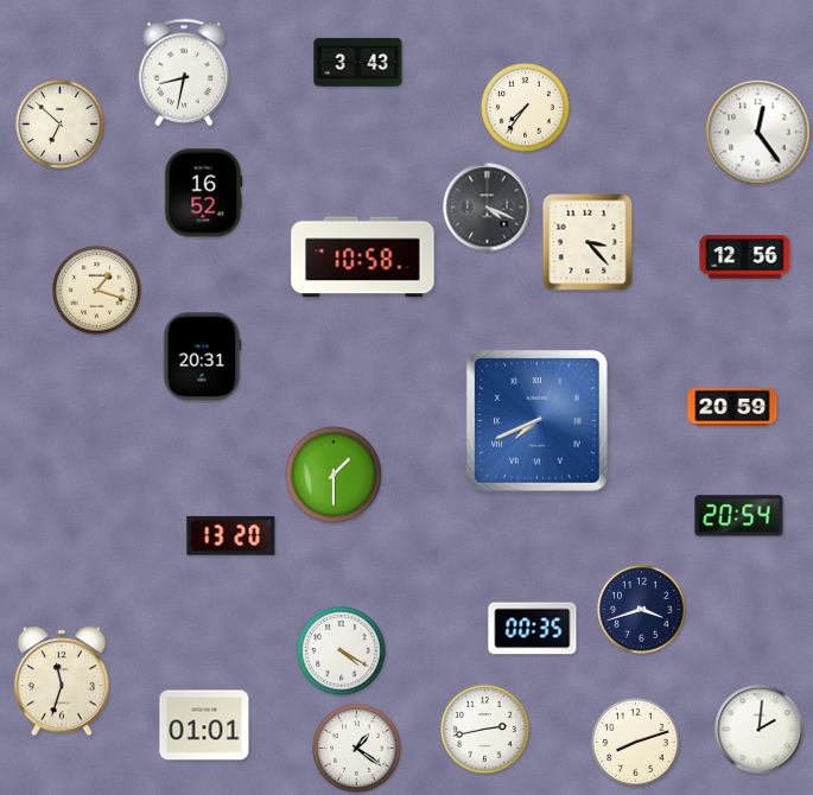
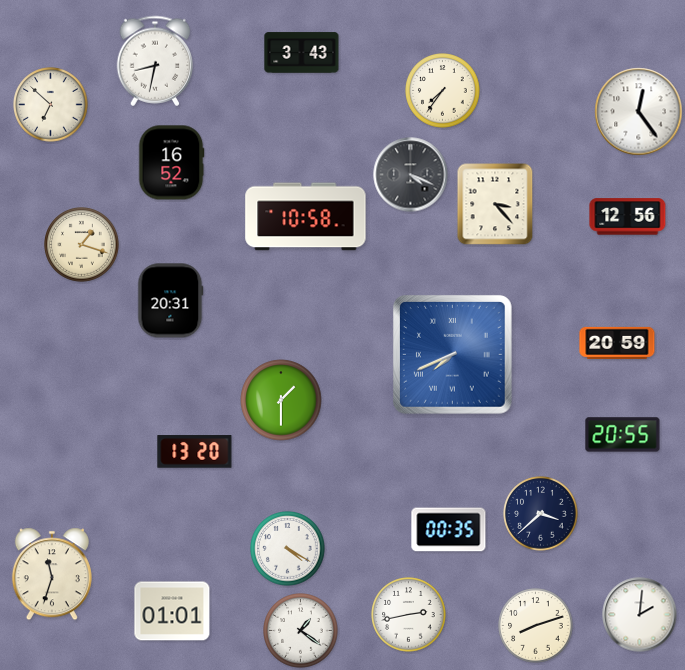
clock at (739, 516): 20:54 -> 20:55
clock at (642, 610): 3:42 -> 3:38
